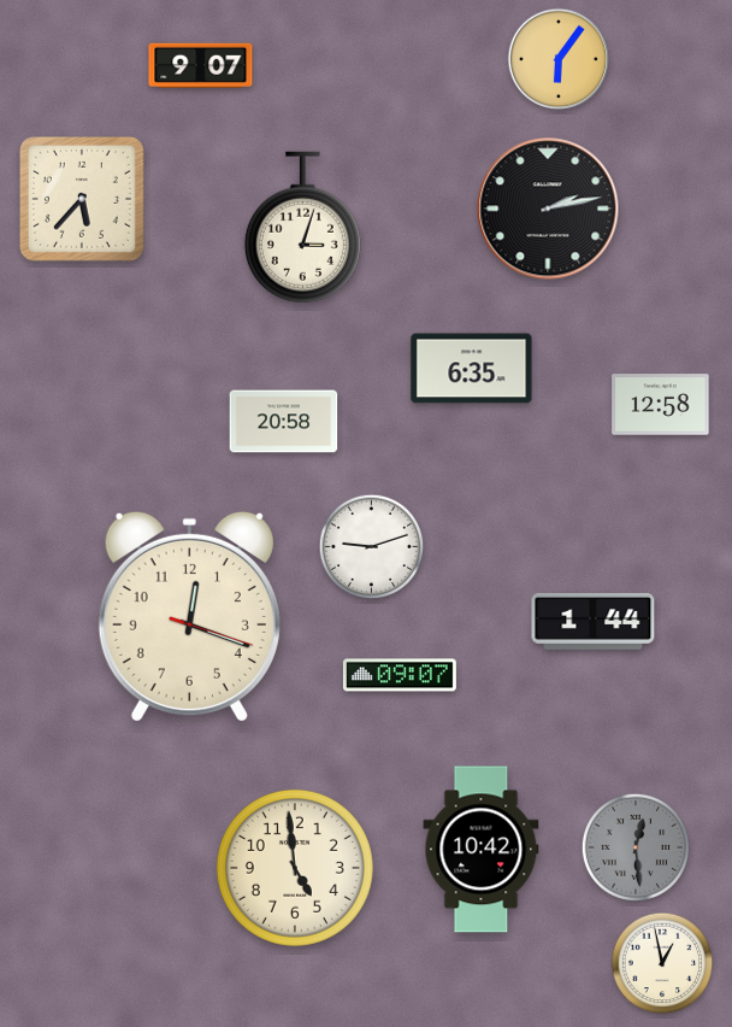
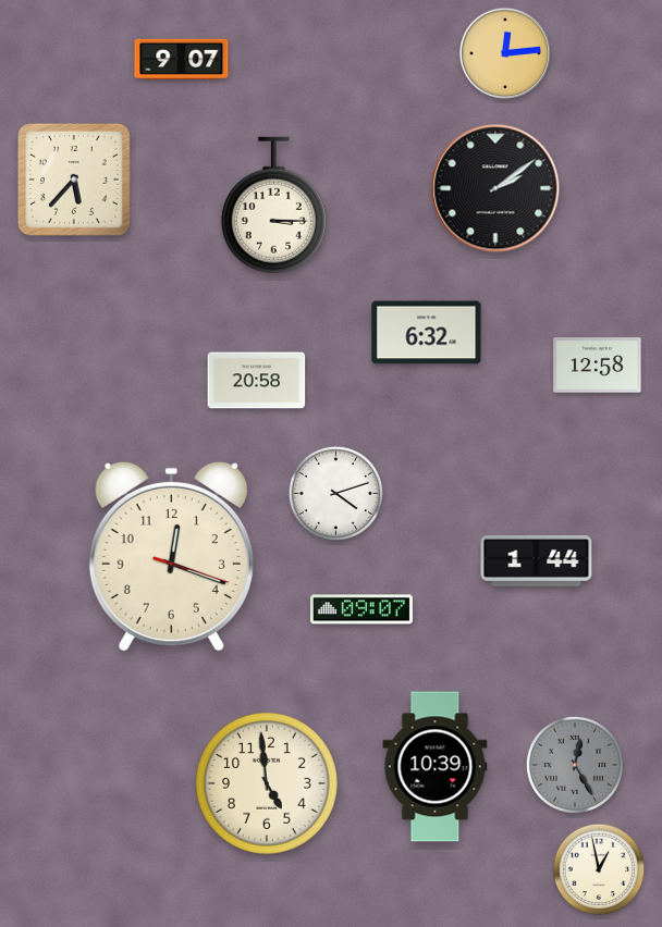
clock at (559, 59): 6:06 -> 12:14
clock at (548, 209): 2:13 -> 2:09
clock at (302, 228): 3:03 -> 3:15
clock at (472, 369): 6:35 -> 6:32
clock at (372, 547): 9:12 -> 4:12
clock at (636, 847): 12:29 -> 12:25
clock at (482, 850): 10:42 -> 10:39
